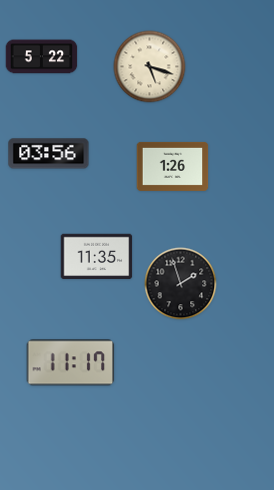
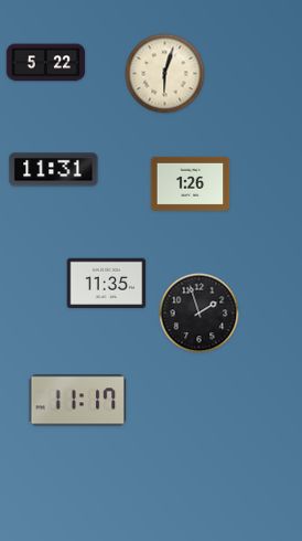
clock at (150, 67): 5:18 -> 6:03
clock at (49, 154): 03:56 -> 11:31
